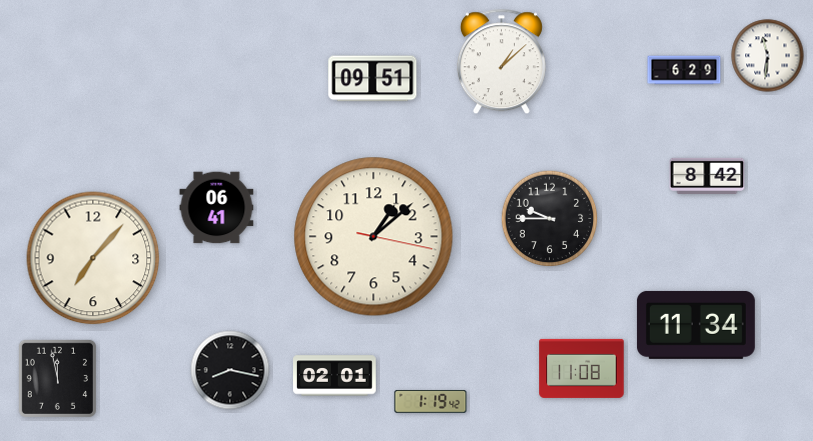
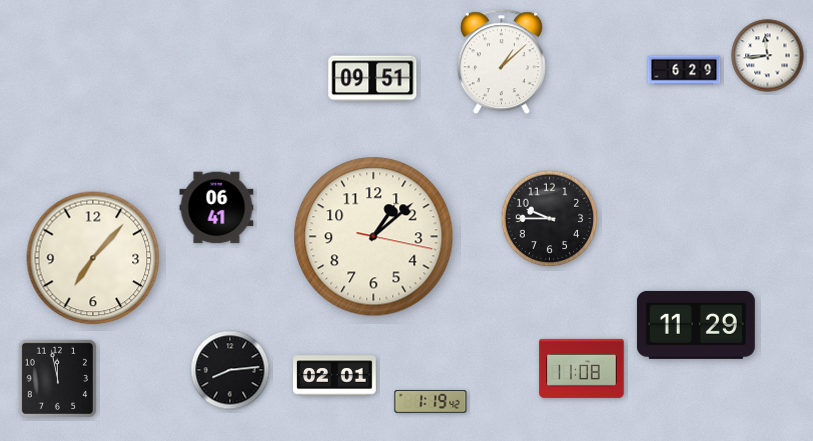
clock at (768, 56): 11:31 -> 11:44
clock at (707, 176): 8:42 -> none
clock at (696, 325): 11:34 -> 11:29
clock at (230, 370): 8:17 -> 8:14
